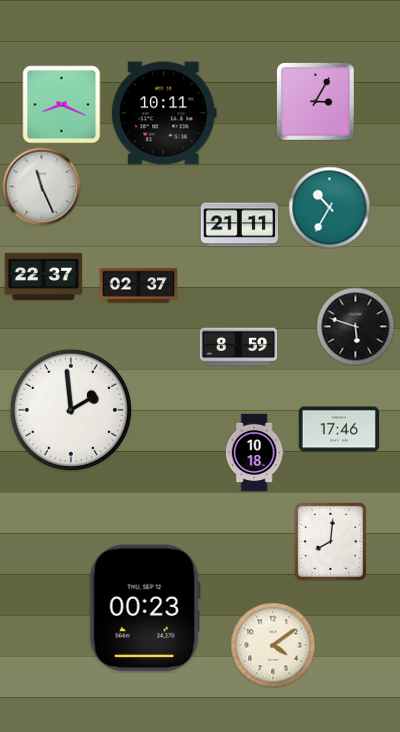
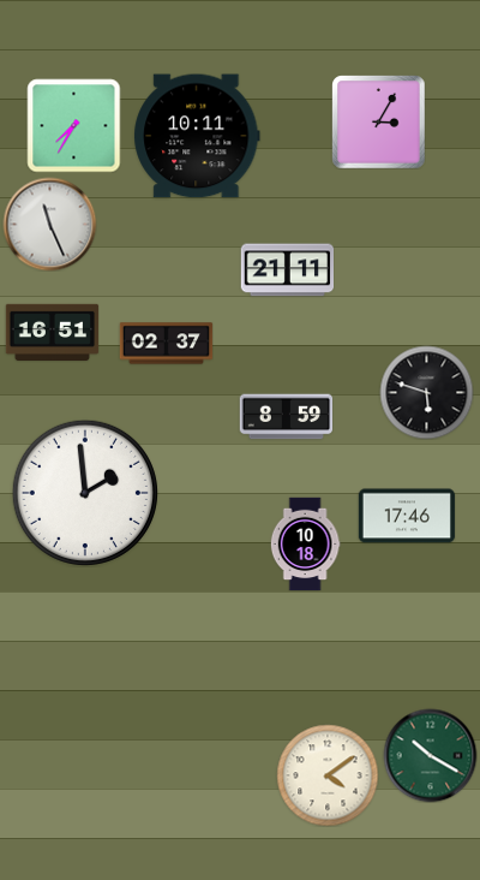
clock at (61, 104): 8:19 -> 7:35
clock at (329, 207): 10:35 -> none
clock at (43, 276): 22:37 -> 16:51
clock at (330, 541): 8:01 -> none
clock at (145, 608): 00:23 -> none
clock at (430, 755): none -> 10:20
